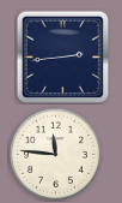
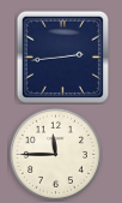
clock at (55, 154): 11:46 -> 11:45
